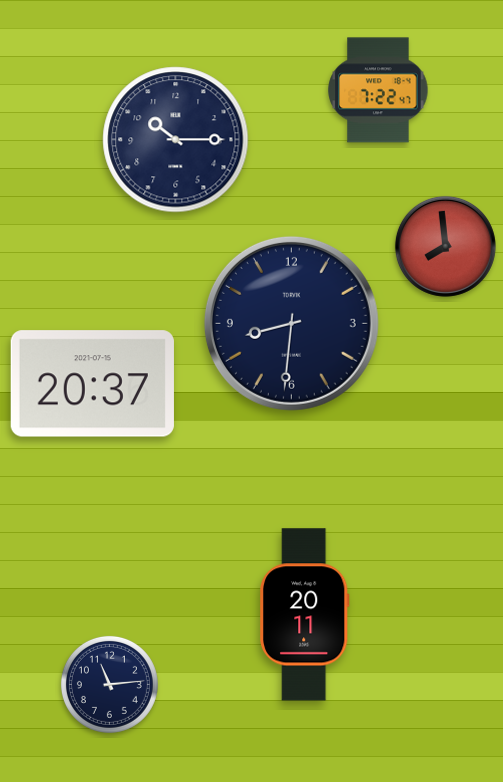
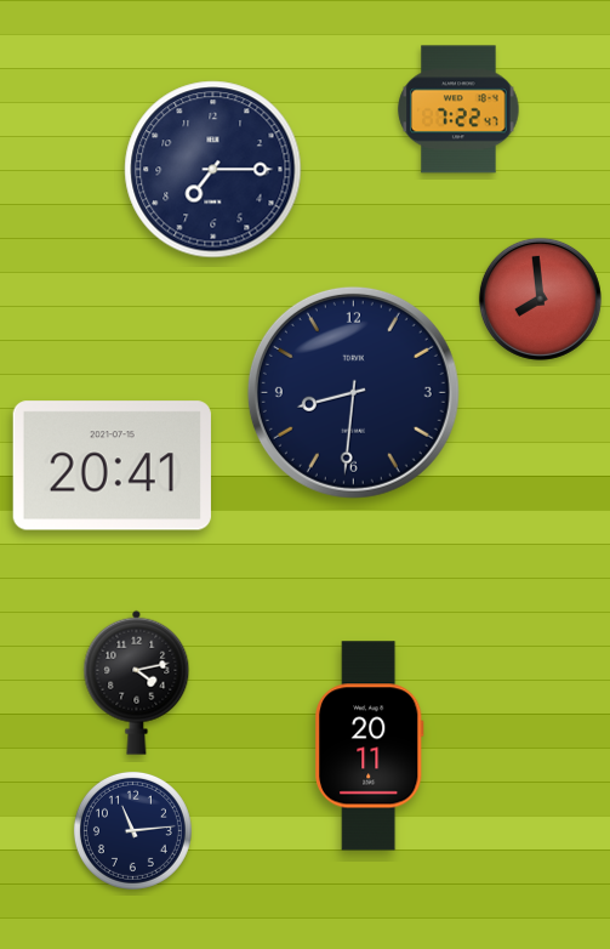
clock at (176, 140): 10:15 -> 7:15
clock at (92, 384): 20:37 -> 20:41
clock at (137, 682): none -> 4:13
